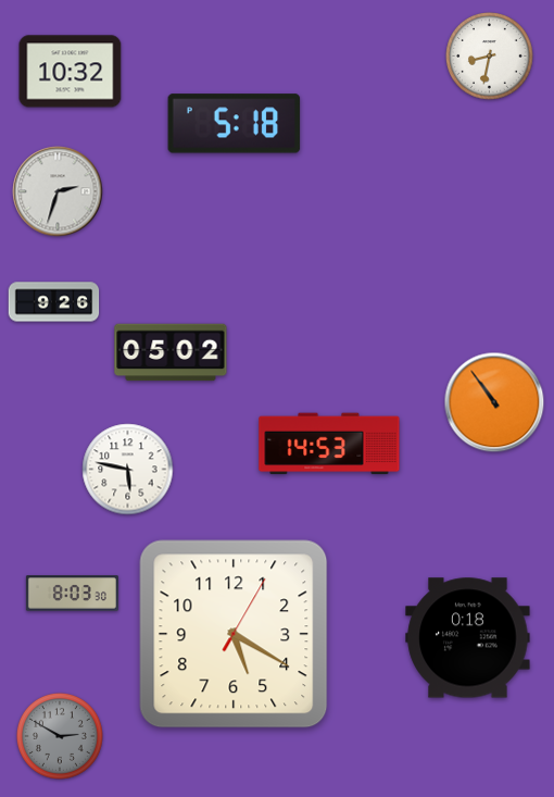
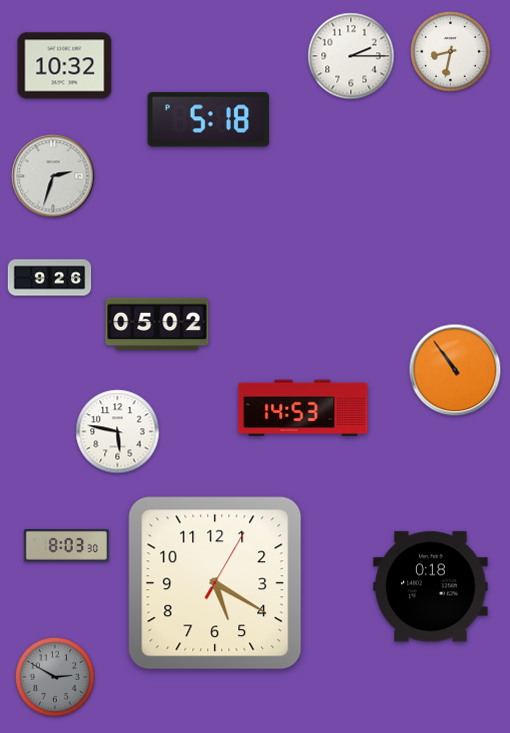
clock at (351, 56): none -> 2:15
clock at (235, 124) position: (235, 124) -> (209, 120)
